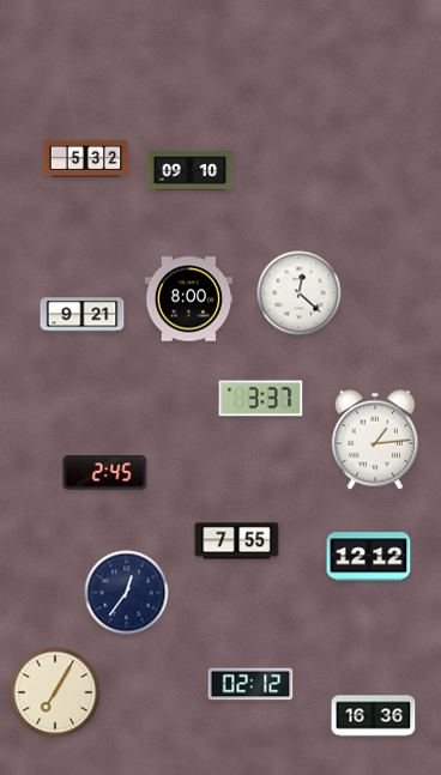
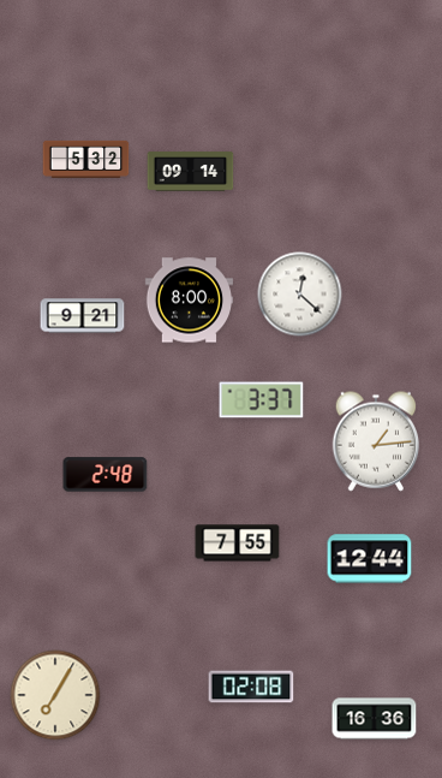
clock at (191, 171): 09:10 -> 09:14
clock at (105, 473): 2:45 -> 2:48
clock at (369, 557): 12:12 -> 12:44
clock at (127, 593): 12:36 -> none
clock at (250, 684): 02:12 -> 02:08
